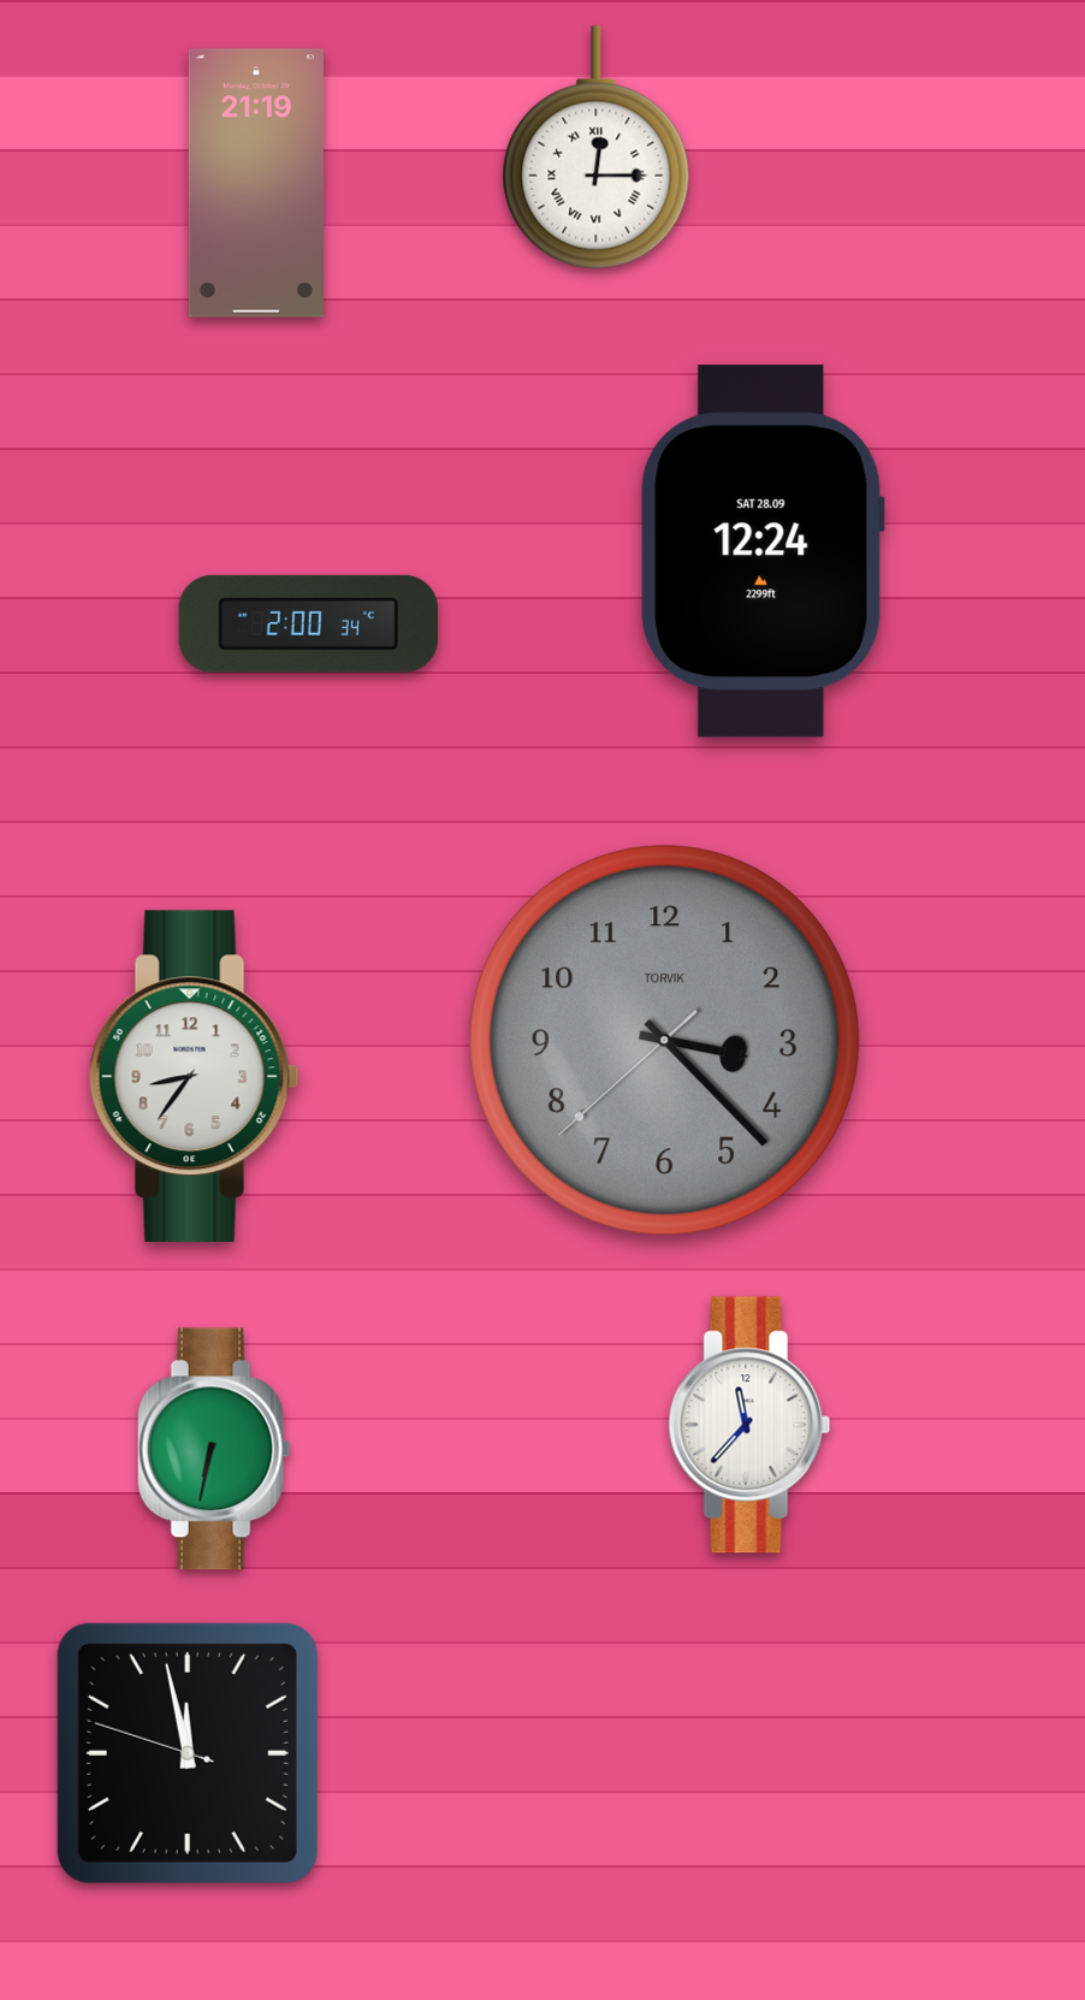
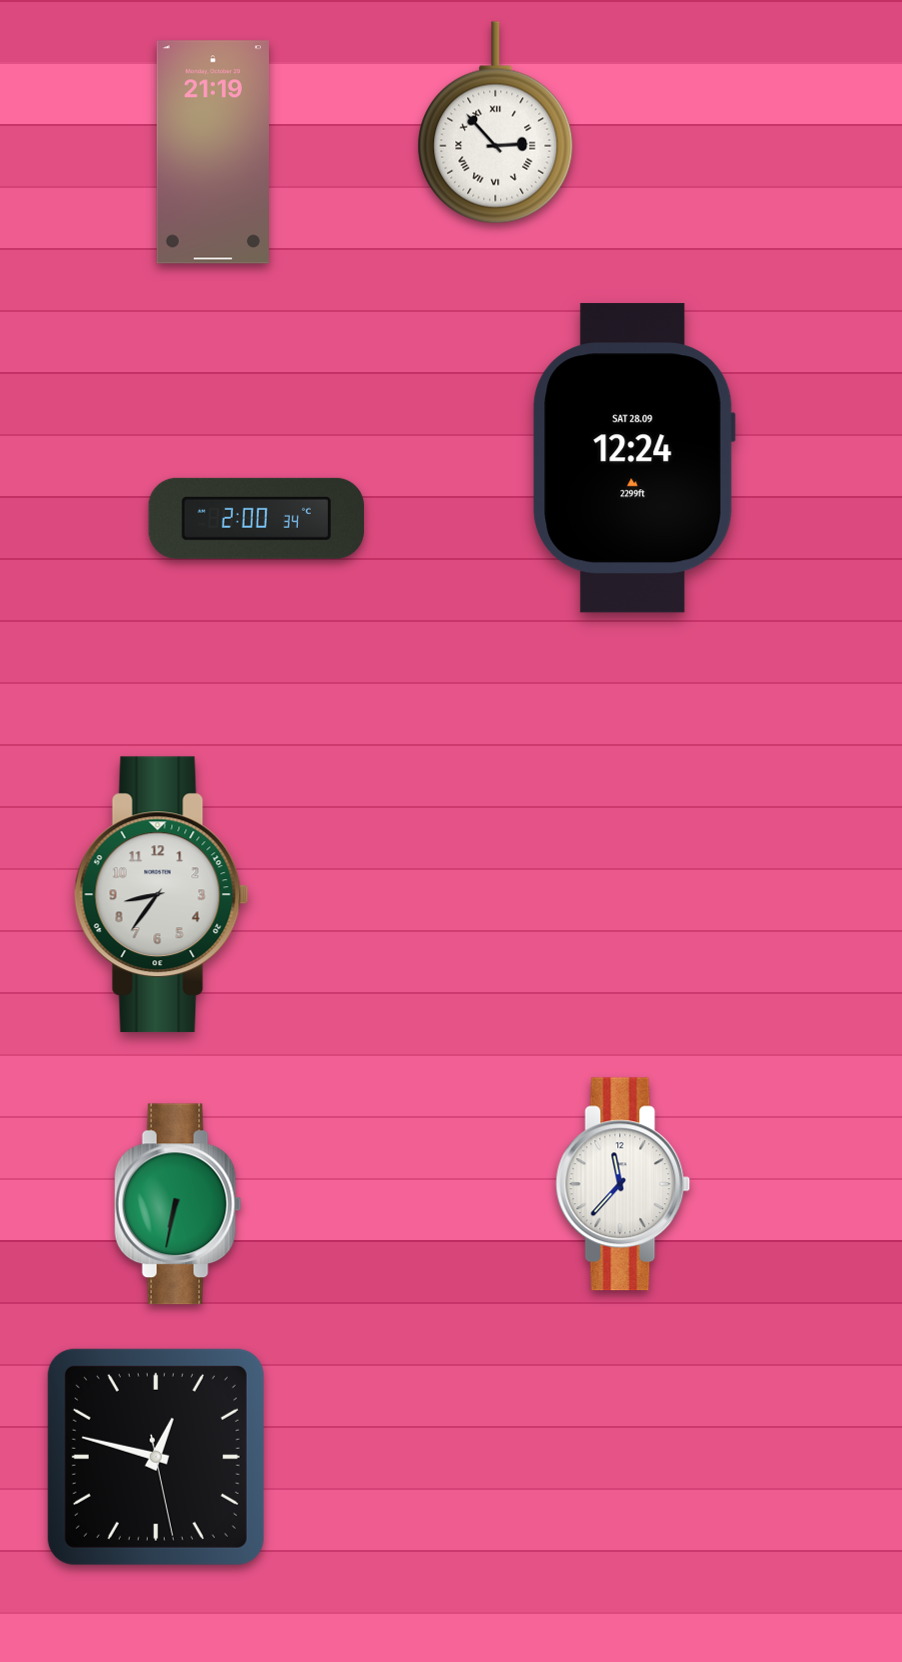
clock at (597, 148): 12:15 -> 2:53
clock at (665, 1041): 3:22 -> none
clock at (188, 1753): 11:57 -> 12:47
